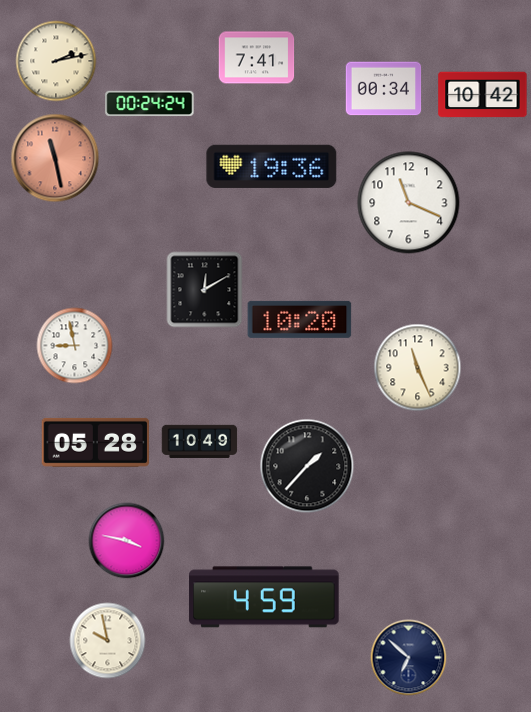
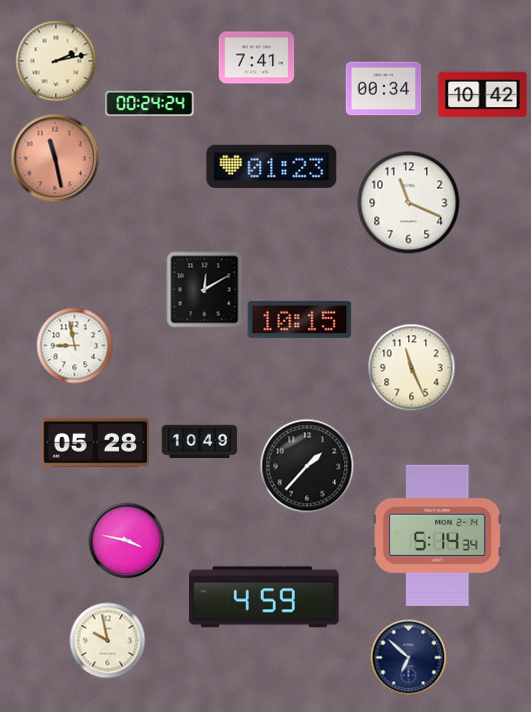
clock at (272, 166): 19:36 -> 01:23
clock at (300, 319): 10:20 -> 10:15
clock at (418, 368) position: (418, 368) -> (412, 368)
clock at (438, 535): none -> 5:14
